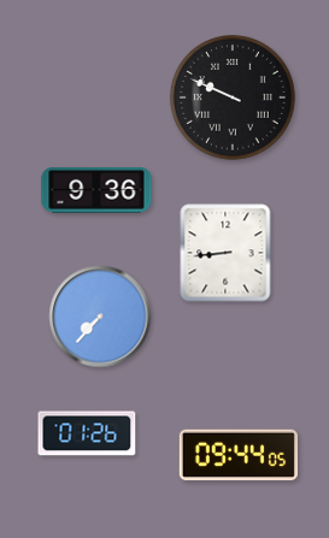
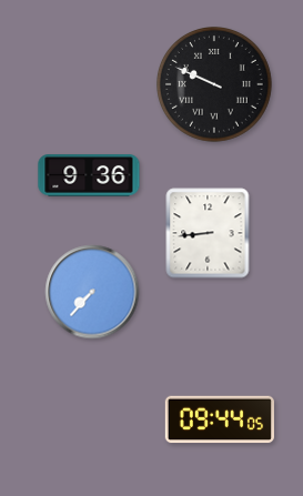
clock at (234, 99) position: (234, 99) -> (215, 85)
clock at (87, 433): 01:26 -> none
